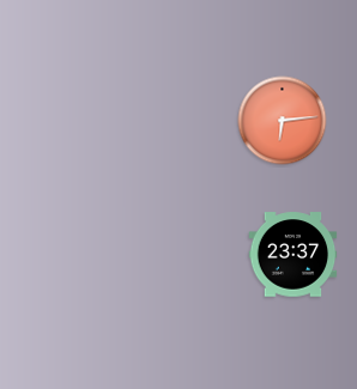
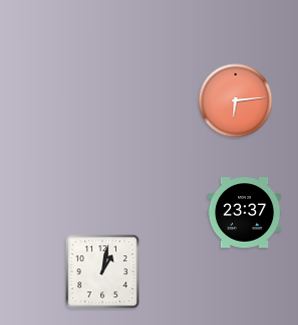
clock at (103, 272): none -> 1:02
